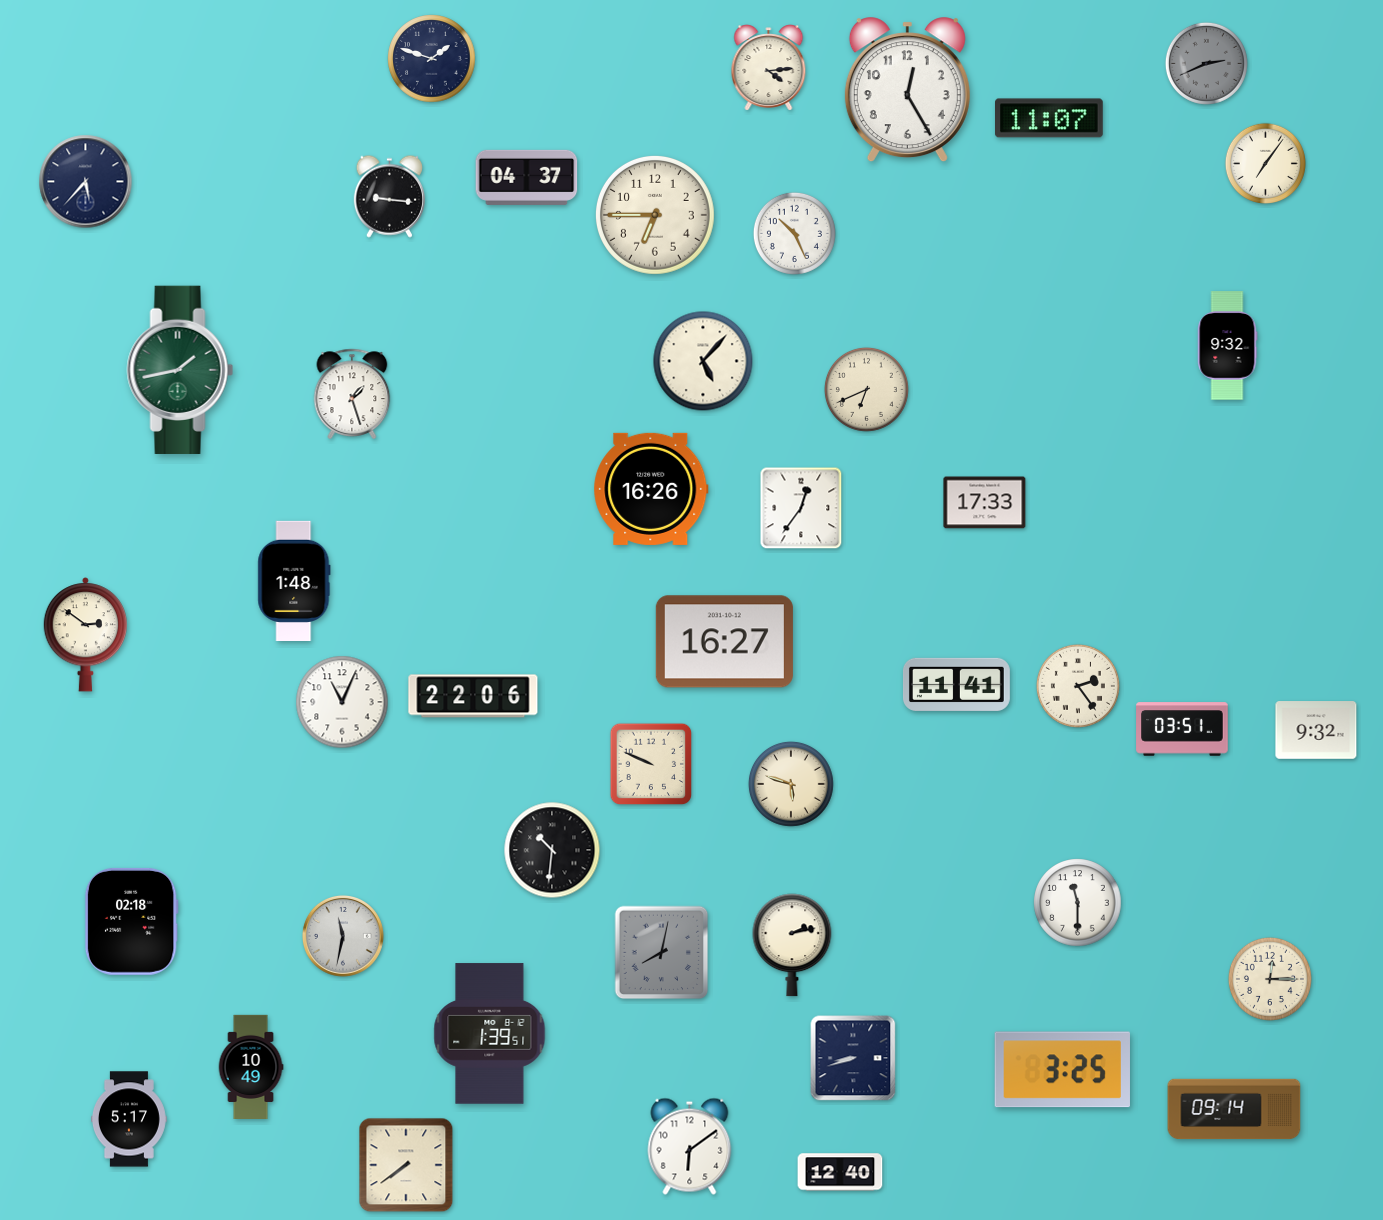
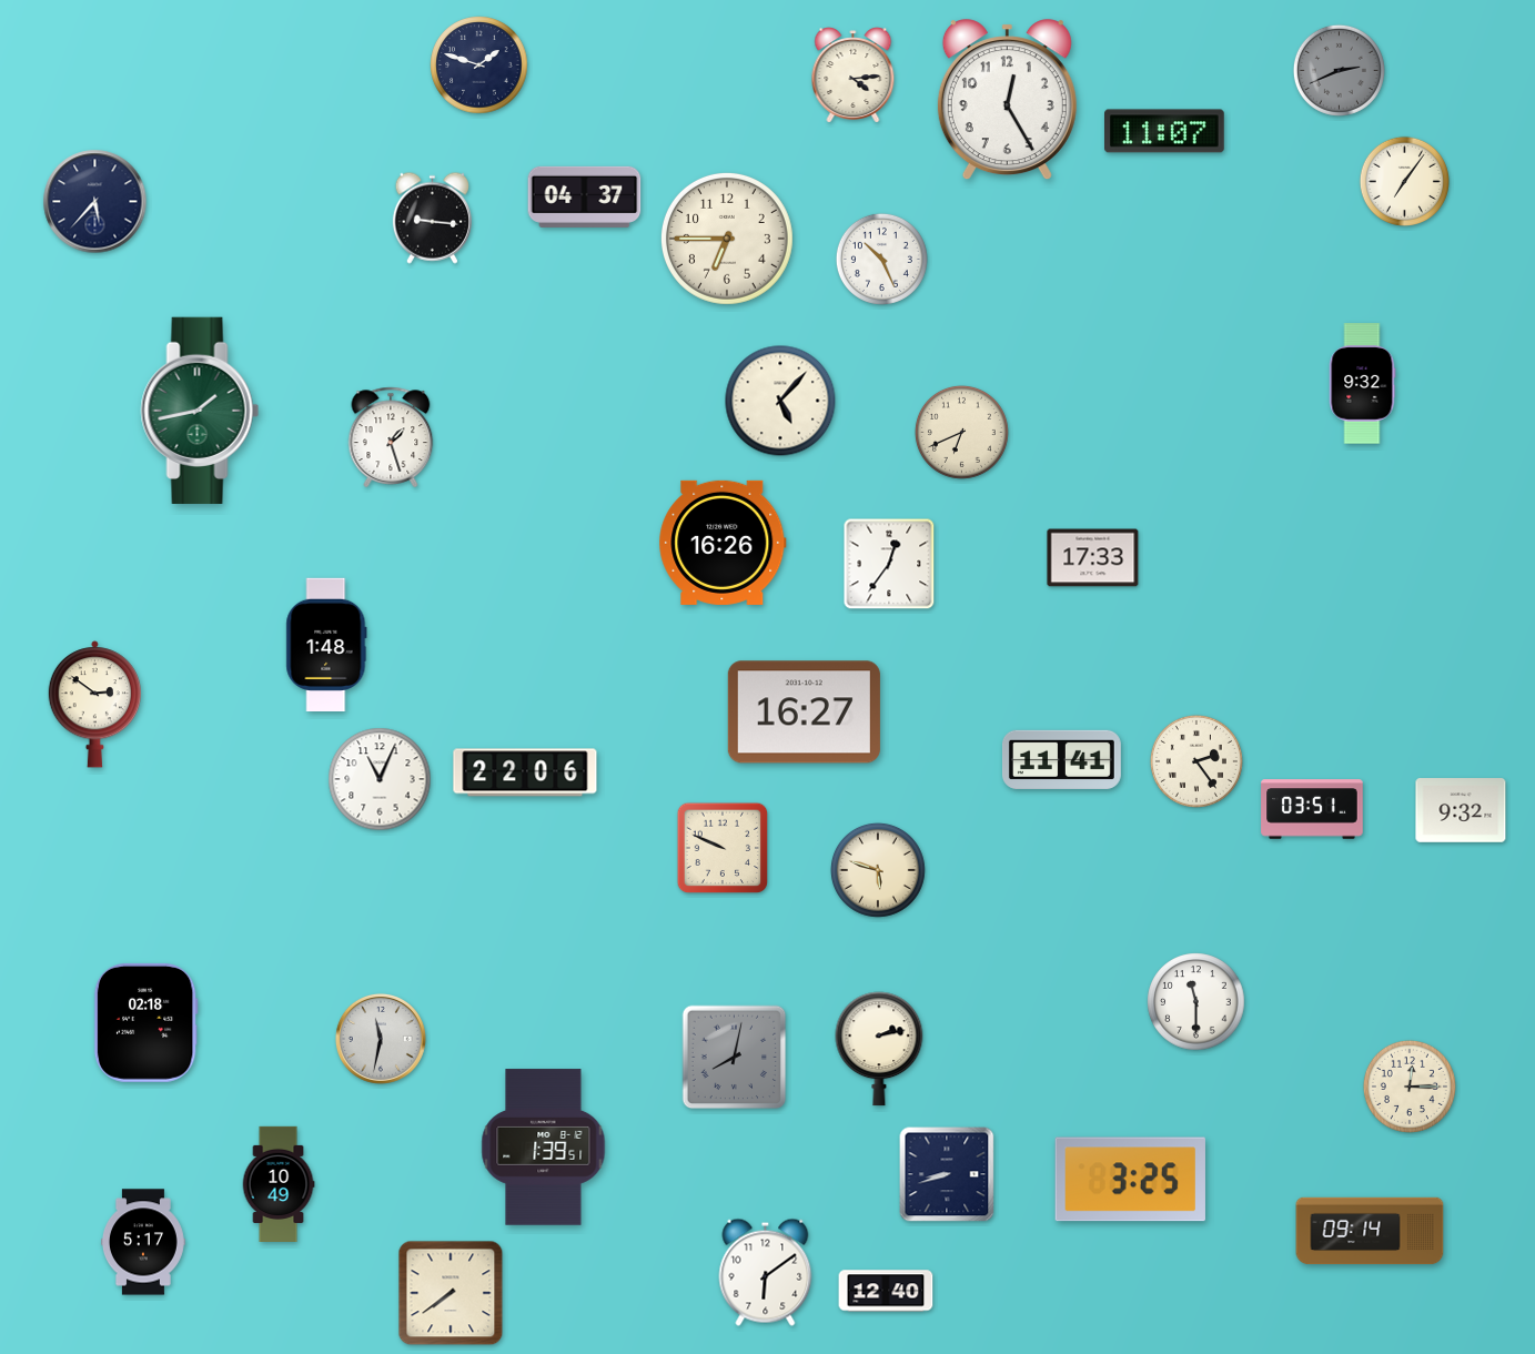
clock at (552, 850): 10:31 -> none
clock at (1062, 1070) position: (1062, 1070) -> (1130, 1180)
clock at (840, 1172) position: (840, 1172) -> (886, 1291)
